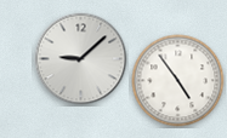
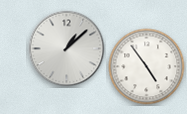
clock at (81, 59): 9:08 -> 1:08
